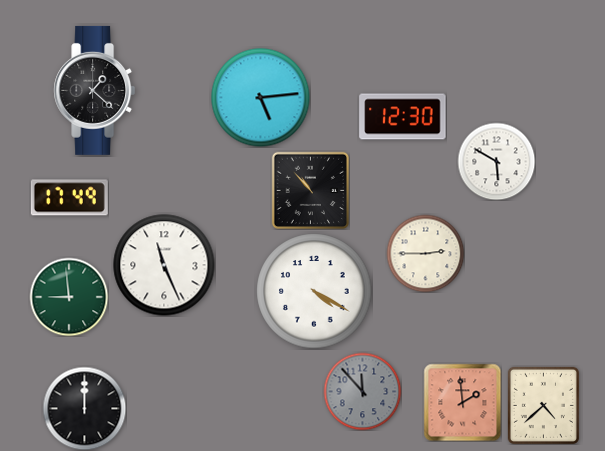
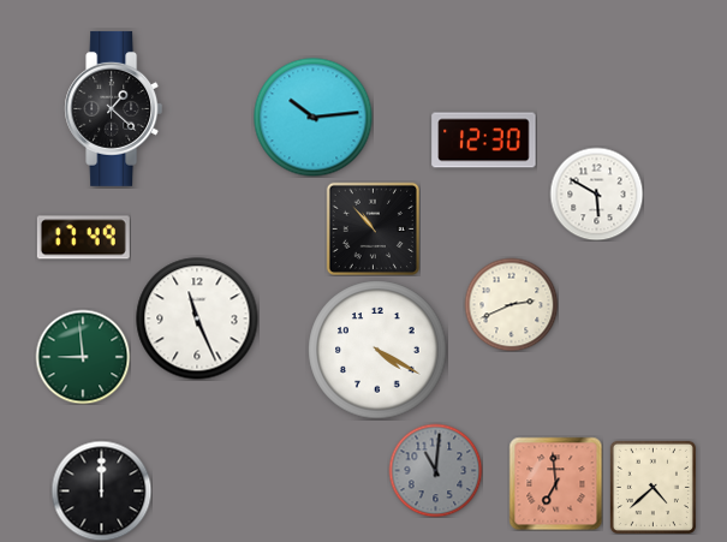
clock at (261, 98): 5:14 -> 10:14
clock at (425, 253): 2:45 -> 2:41
clock at (362, 391): 11:53 -> 11:01
clock at (462, 402): 1:59 -> 6:59
